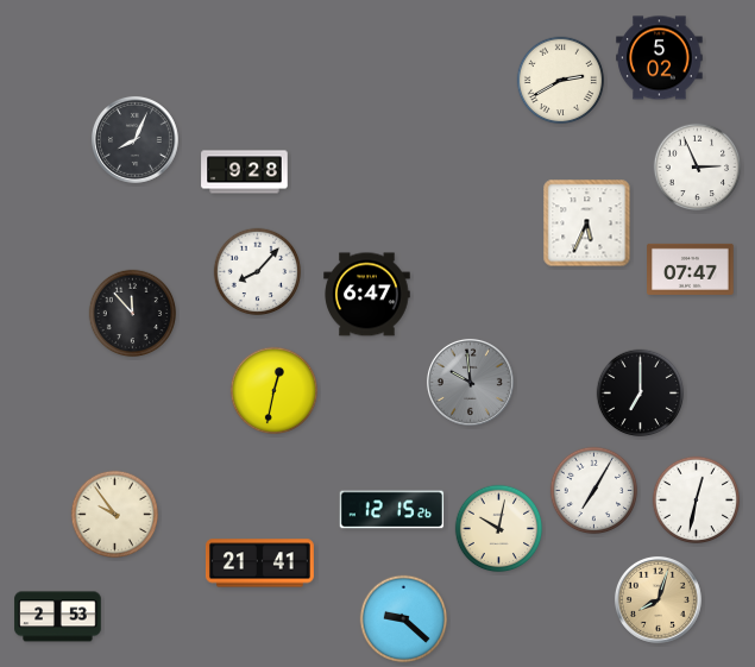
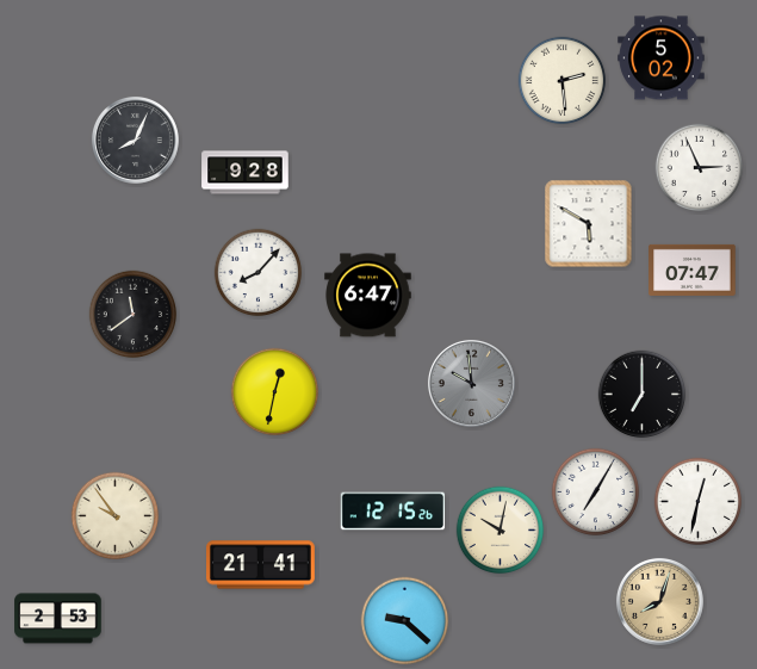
clock at (561, 81): 2:40 -> 2:29
clock at (587, 224): 5:34 -> 5:50
clock at (133, 314): 11:53 -> 11:39
